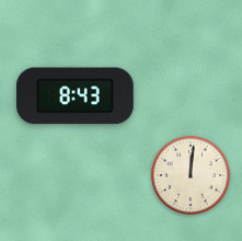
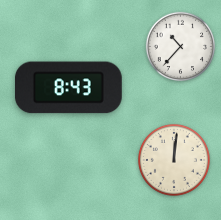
clock at (181, 47): none -> 10:37
